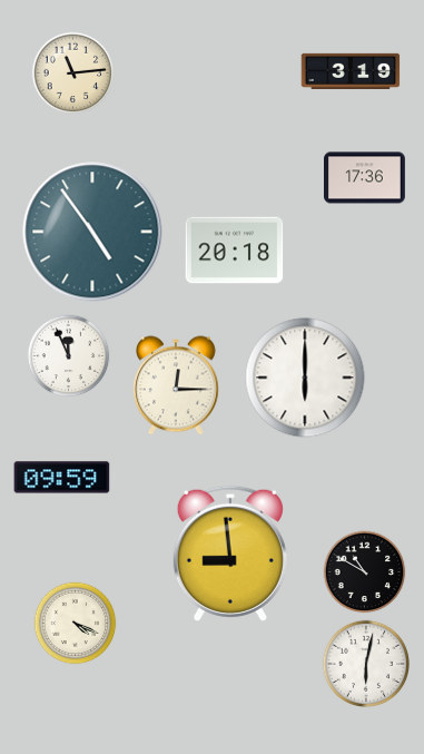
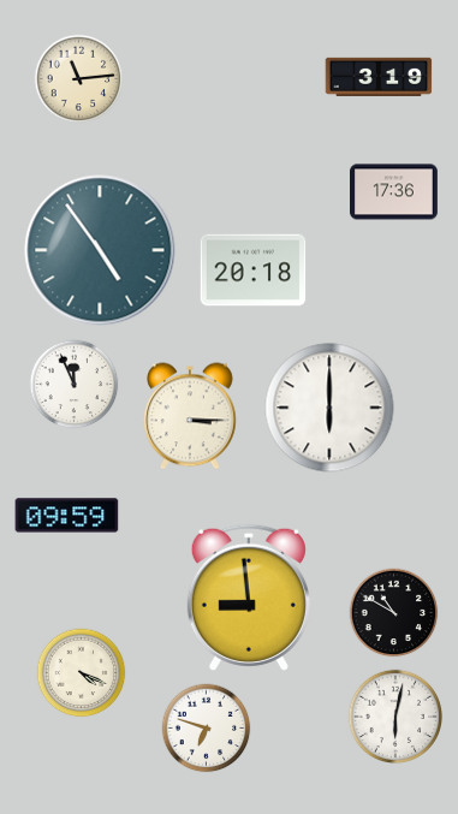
clock at (177, 385): 12:15 -> 3:15
clock at (365, 572) position: (365, 572) -> (394, 613)
clock at (207, 729): none -> 6:48
